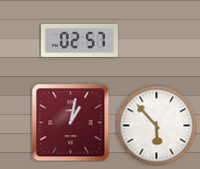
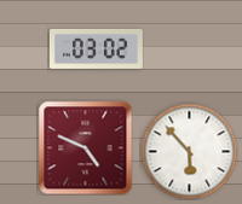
clock at (79, 40): 02:57 -> 03:02
clock at (70, 122): 1:02 -> 4:49
